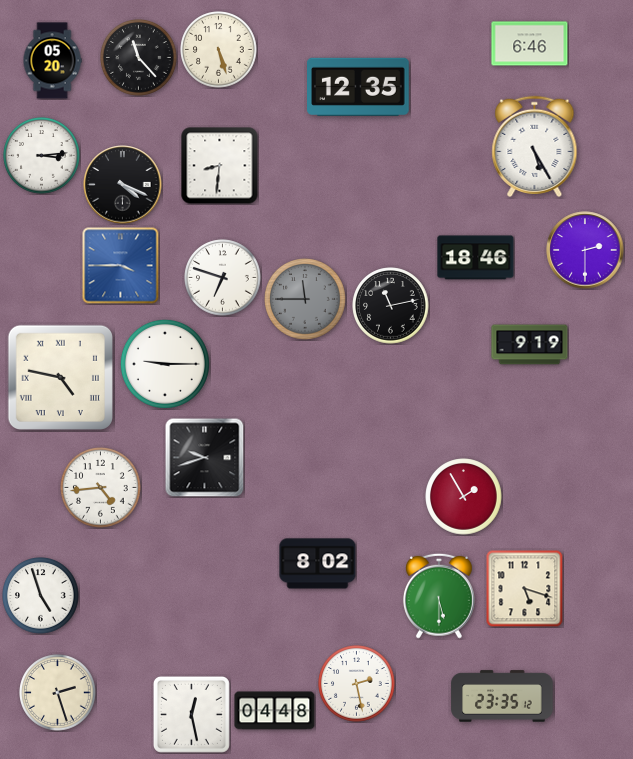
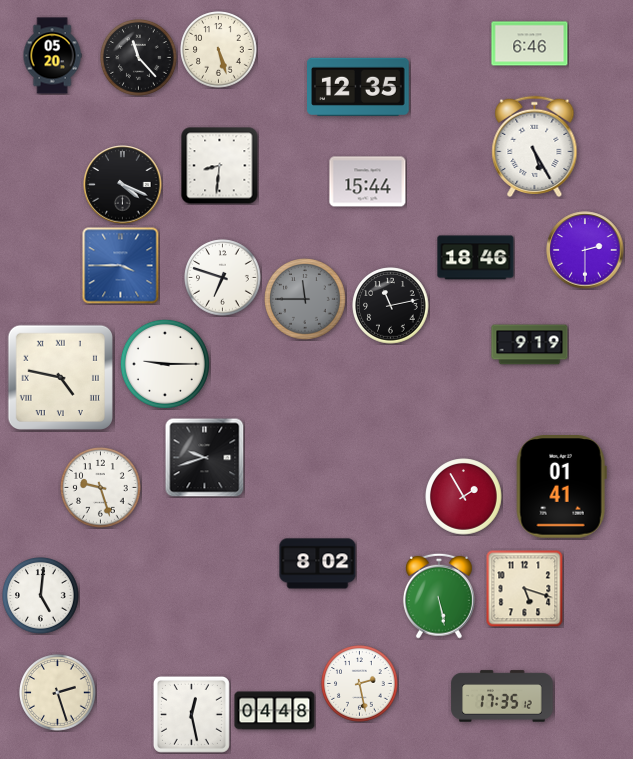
clock at (52, 61) position: (52, 61) -> (52, 56)
clock at (42, 156): 3:14 -> none
clock at (368, 182): none -> 15:44
clock at (561, 487): none -> 01:41
clock at (101, 488): 4:44 -> 9:27
clock at (41, 596): 4:57 -> 5:01
clock at (439, 596): 5:30 -> 5:28
clock at (357, 684) position: (357, 684) -> (360, 684)
clock at (502, 696): 23:35 -> 17:35
